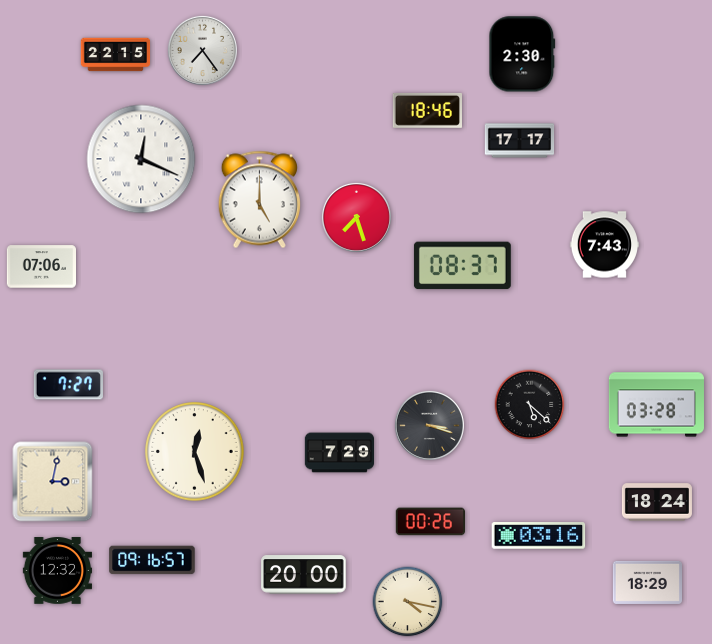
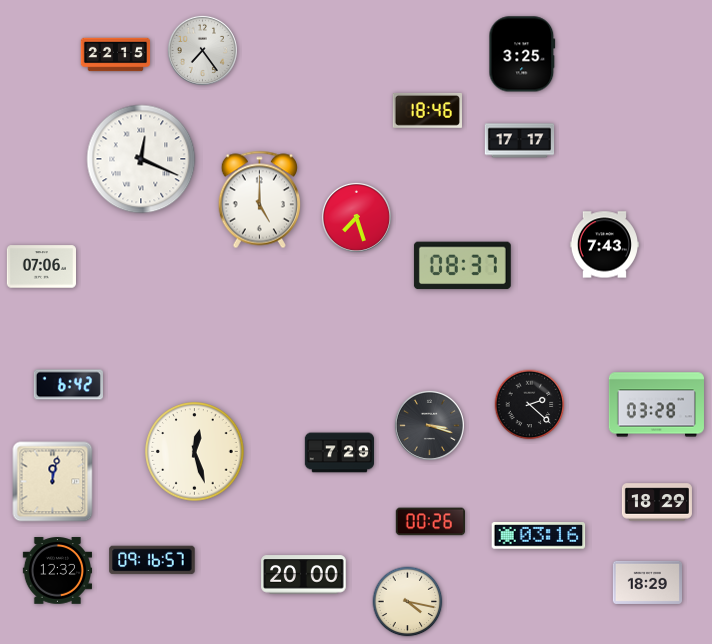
clock at (522, 54): 2:30 -> 3:25
clock at (68, 385): 7:27 -> 6:42
clock at (530, 405): 5:22 -> 2:22
clock at (53, 482): 3:02 -> 12:02
clock at (657, 502): 18:24 -> 18:29
